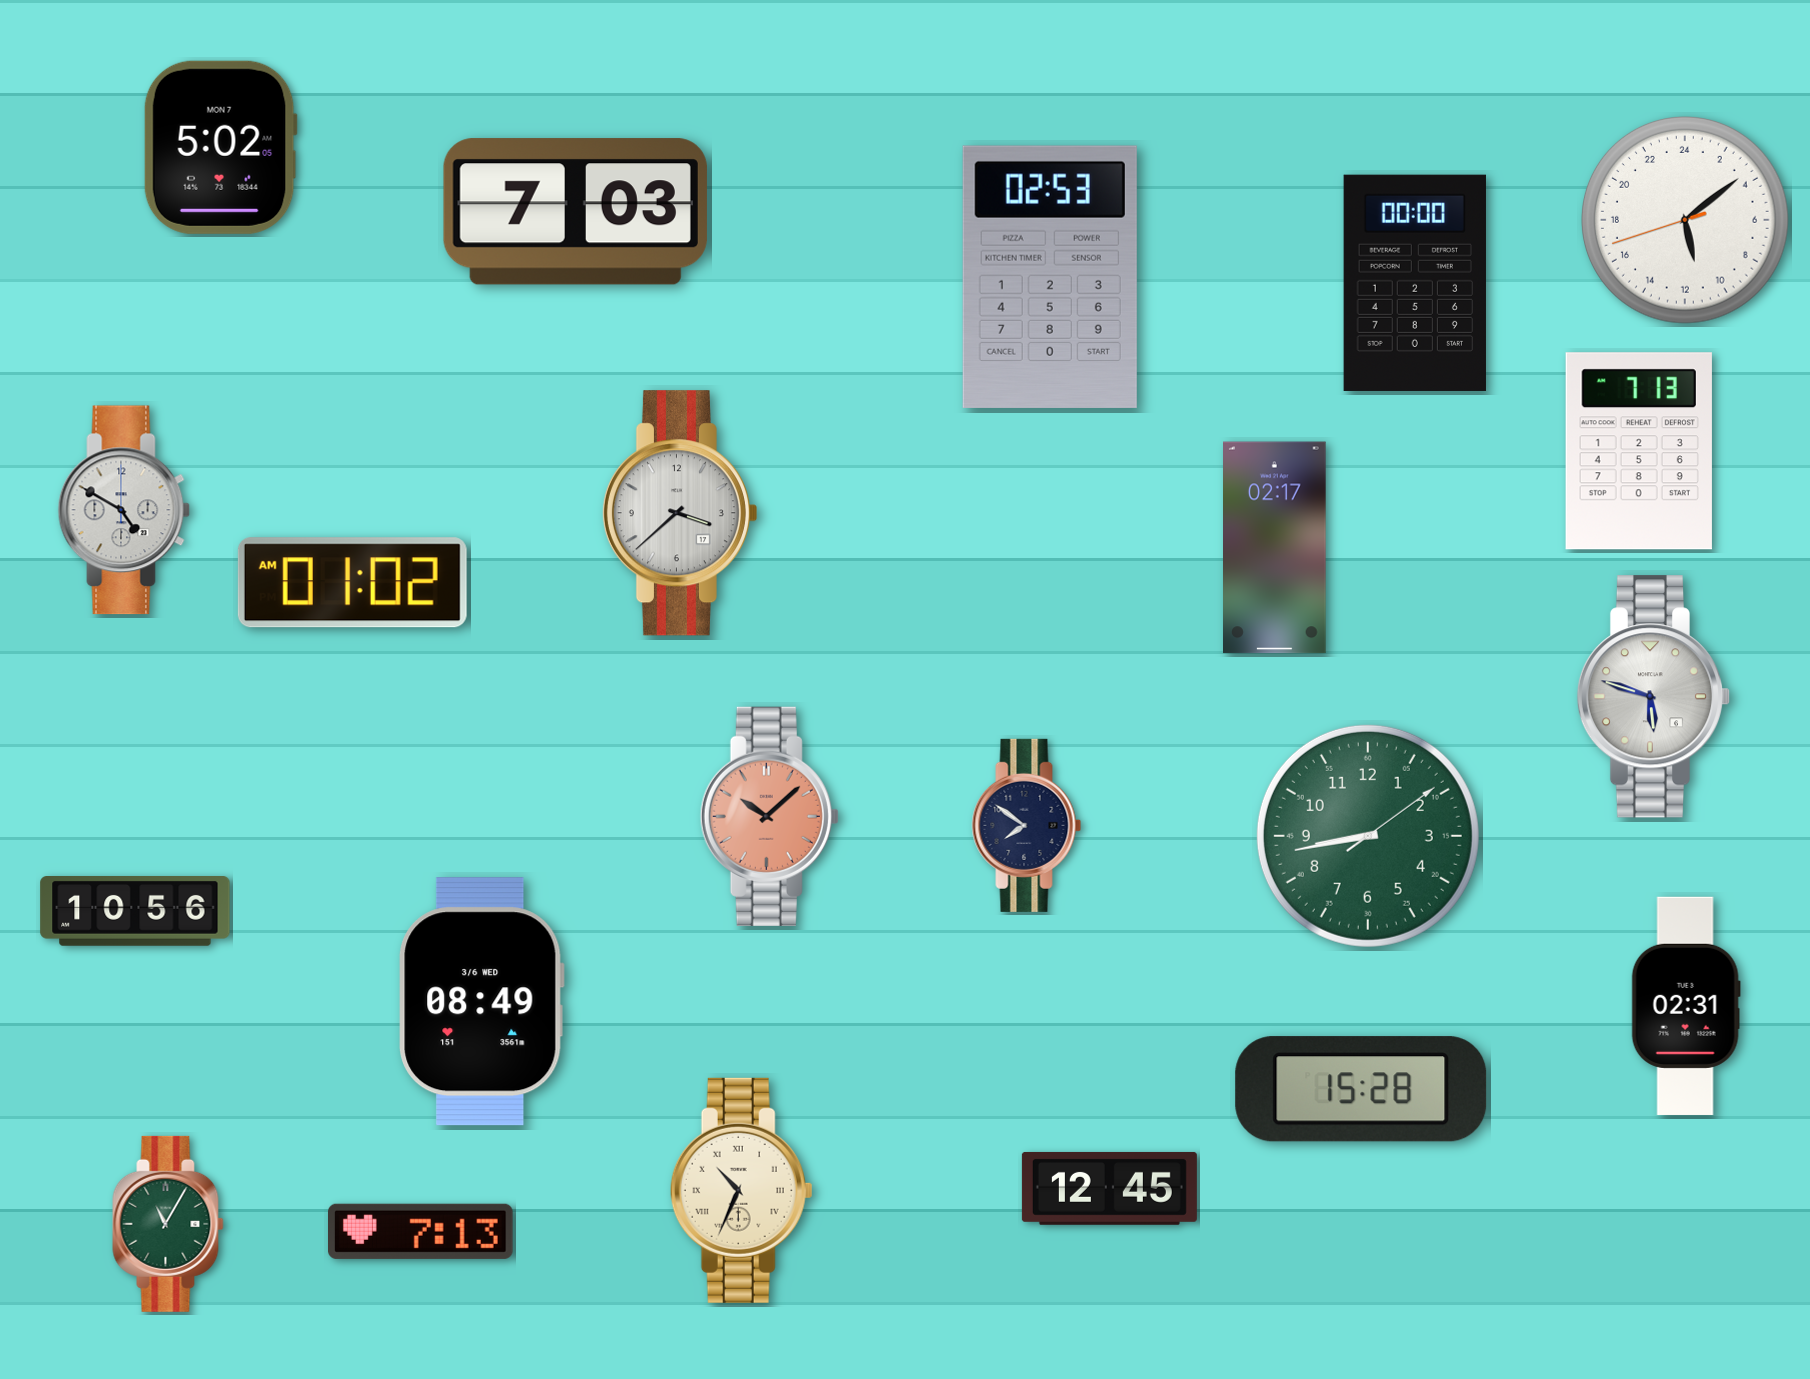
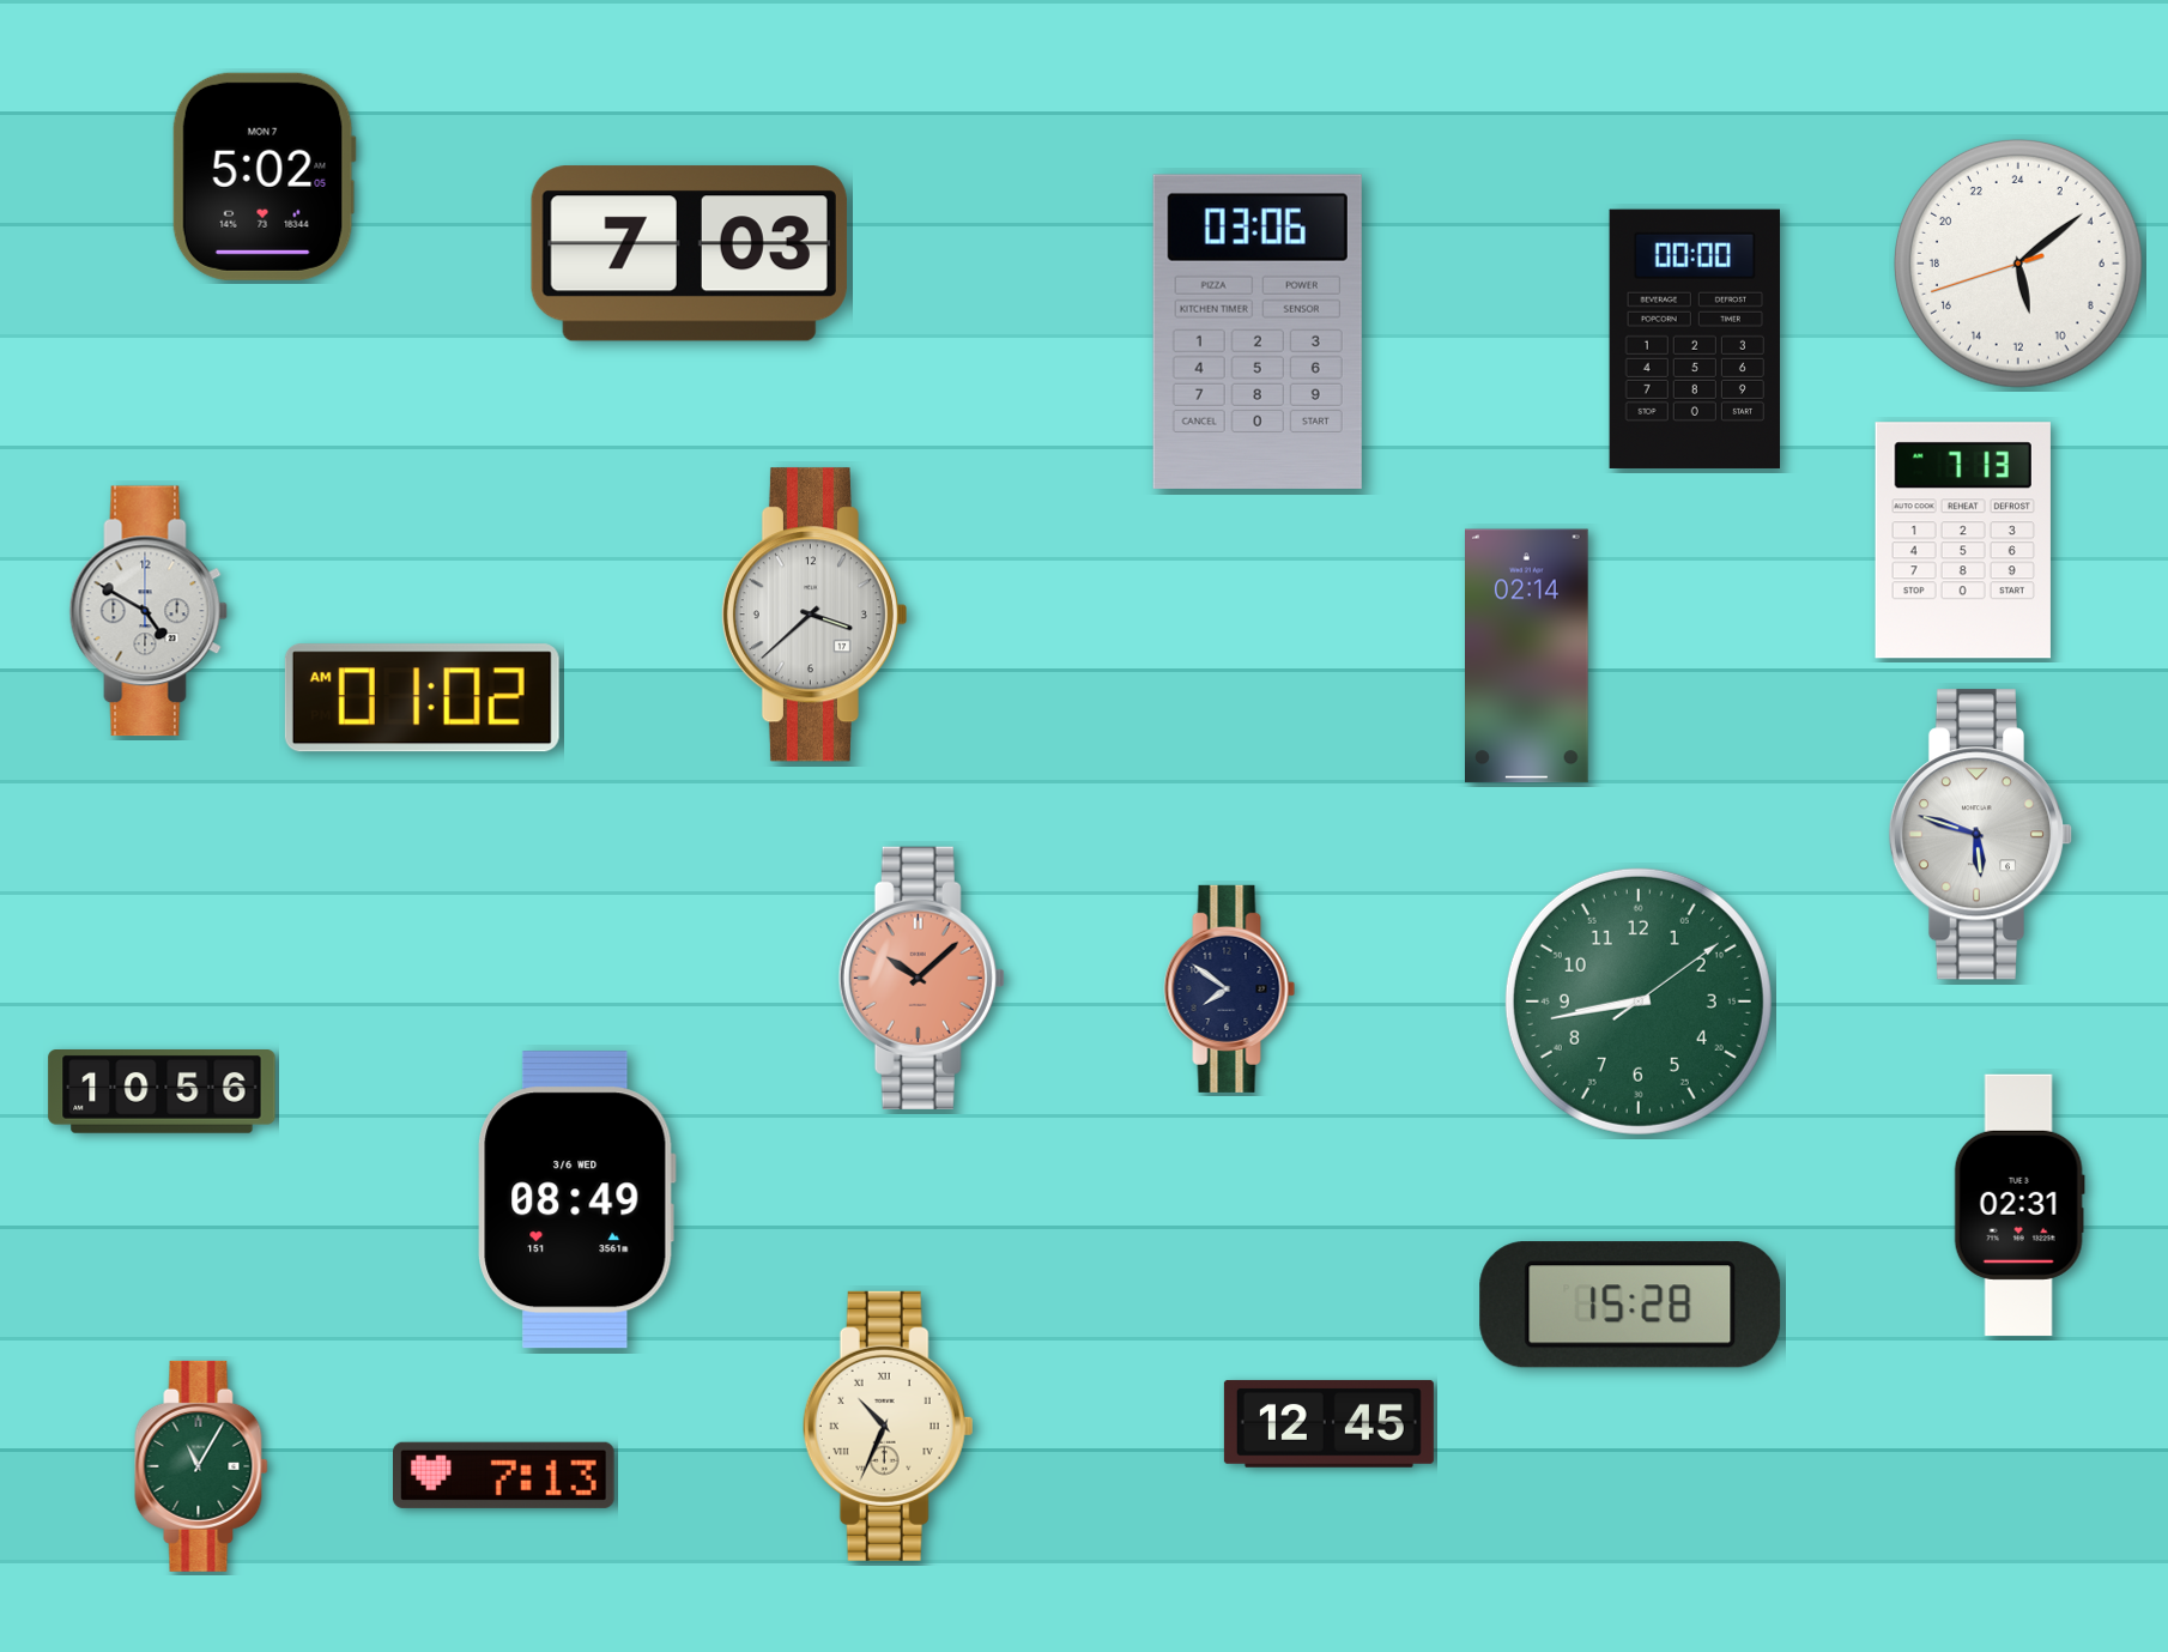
clock at (1050, 277): 02:53 -> 03:06
clock at (1275, 548): 02:17 -> 02:14
